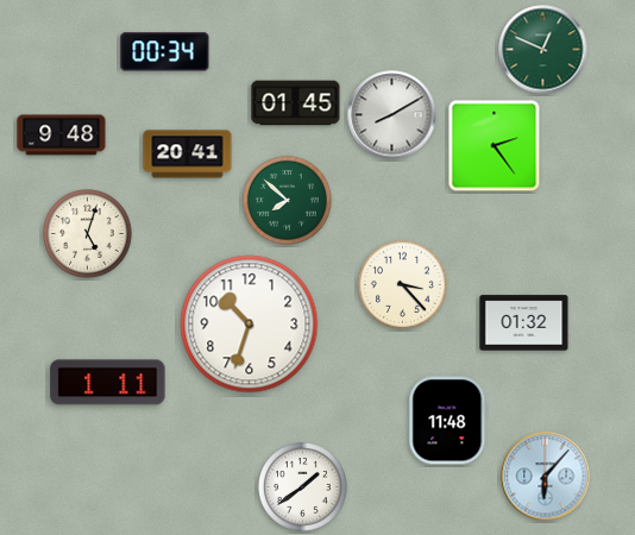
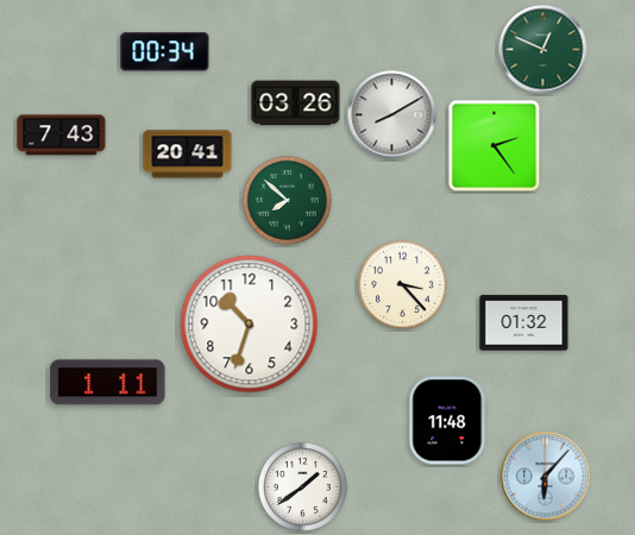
clock at (296, 103): 01:45 -> 03:26
clock at (62, 136): 9:48 -> 7:43
clock at (88, 234): 5:03 -> none
